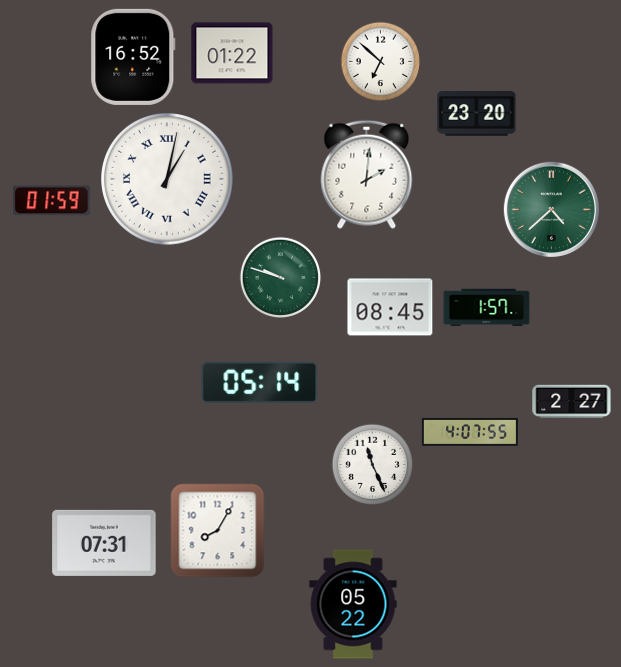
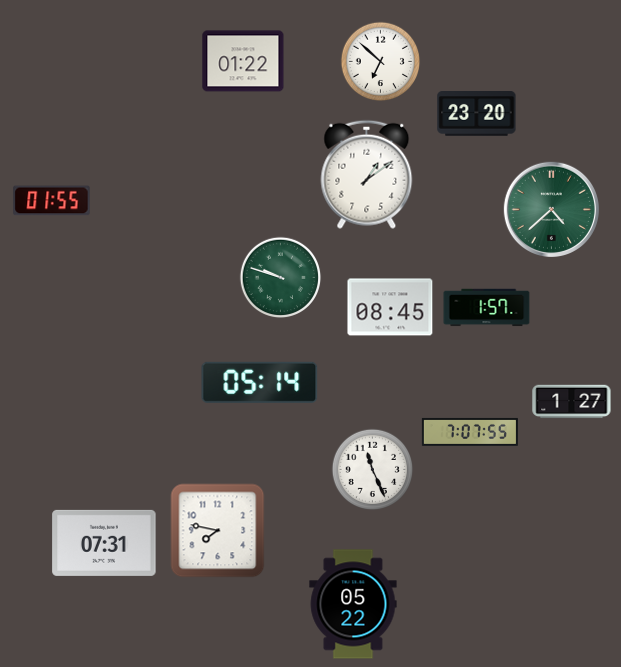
clock at (232, 53) position: (232, 53) -> (243, 61)
clock at (133, 57): 16:52 -> none
clock at (367, 174): 2:01 -> 1:09
clock at (168, 180): 1:02 -> none
clock at (52, 201): 01:59 -> 01:55
clock at (572, 402): 2:27 -> 1:27
clock at (470, 432): 4:07 -> 7:07
clock at (373, 465) position: (373, 465) -> (373, 470)
clock at (218, 531): 8:05 -> 7:47
